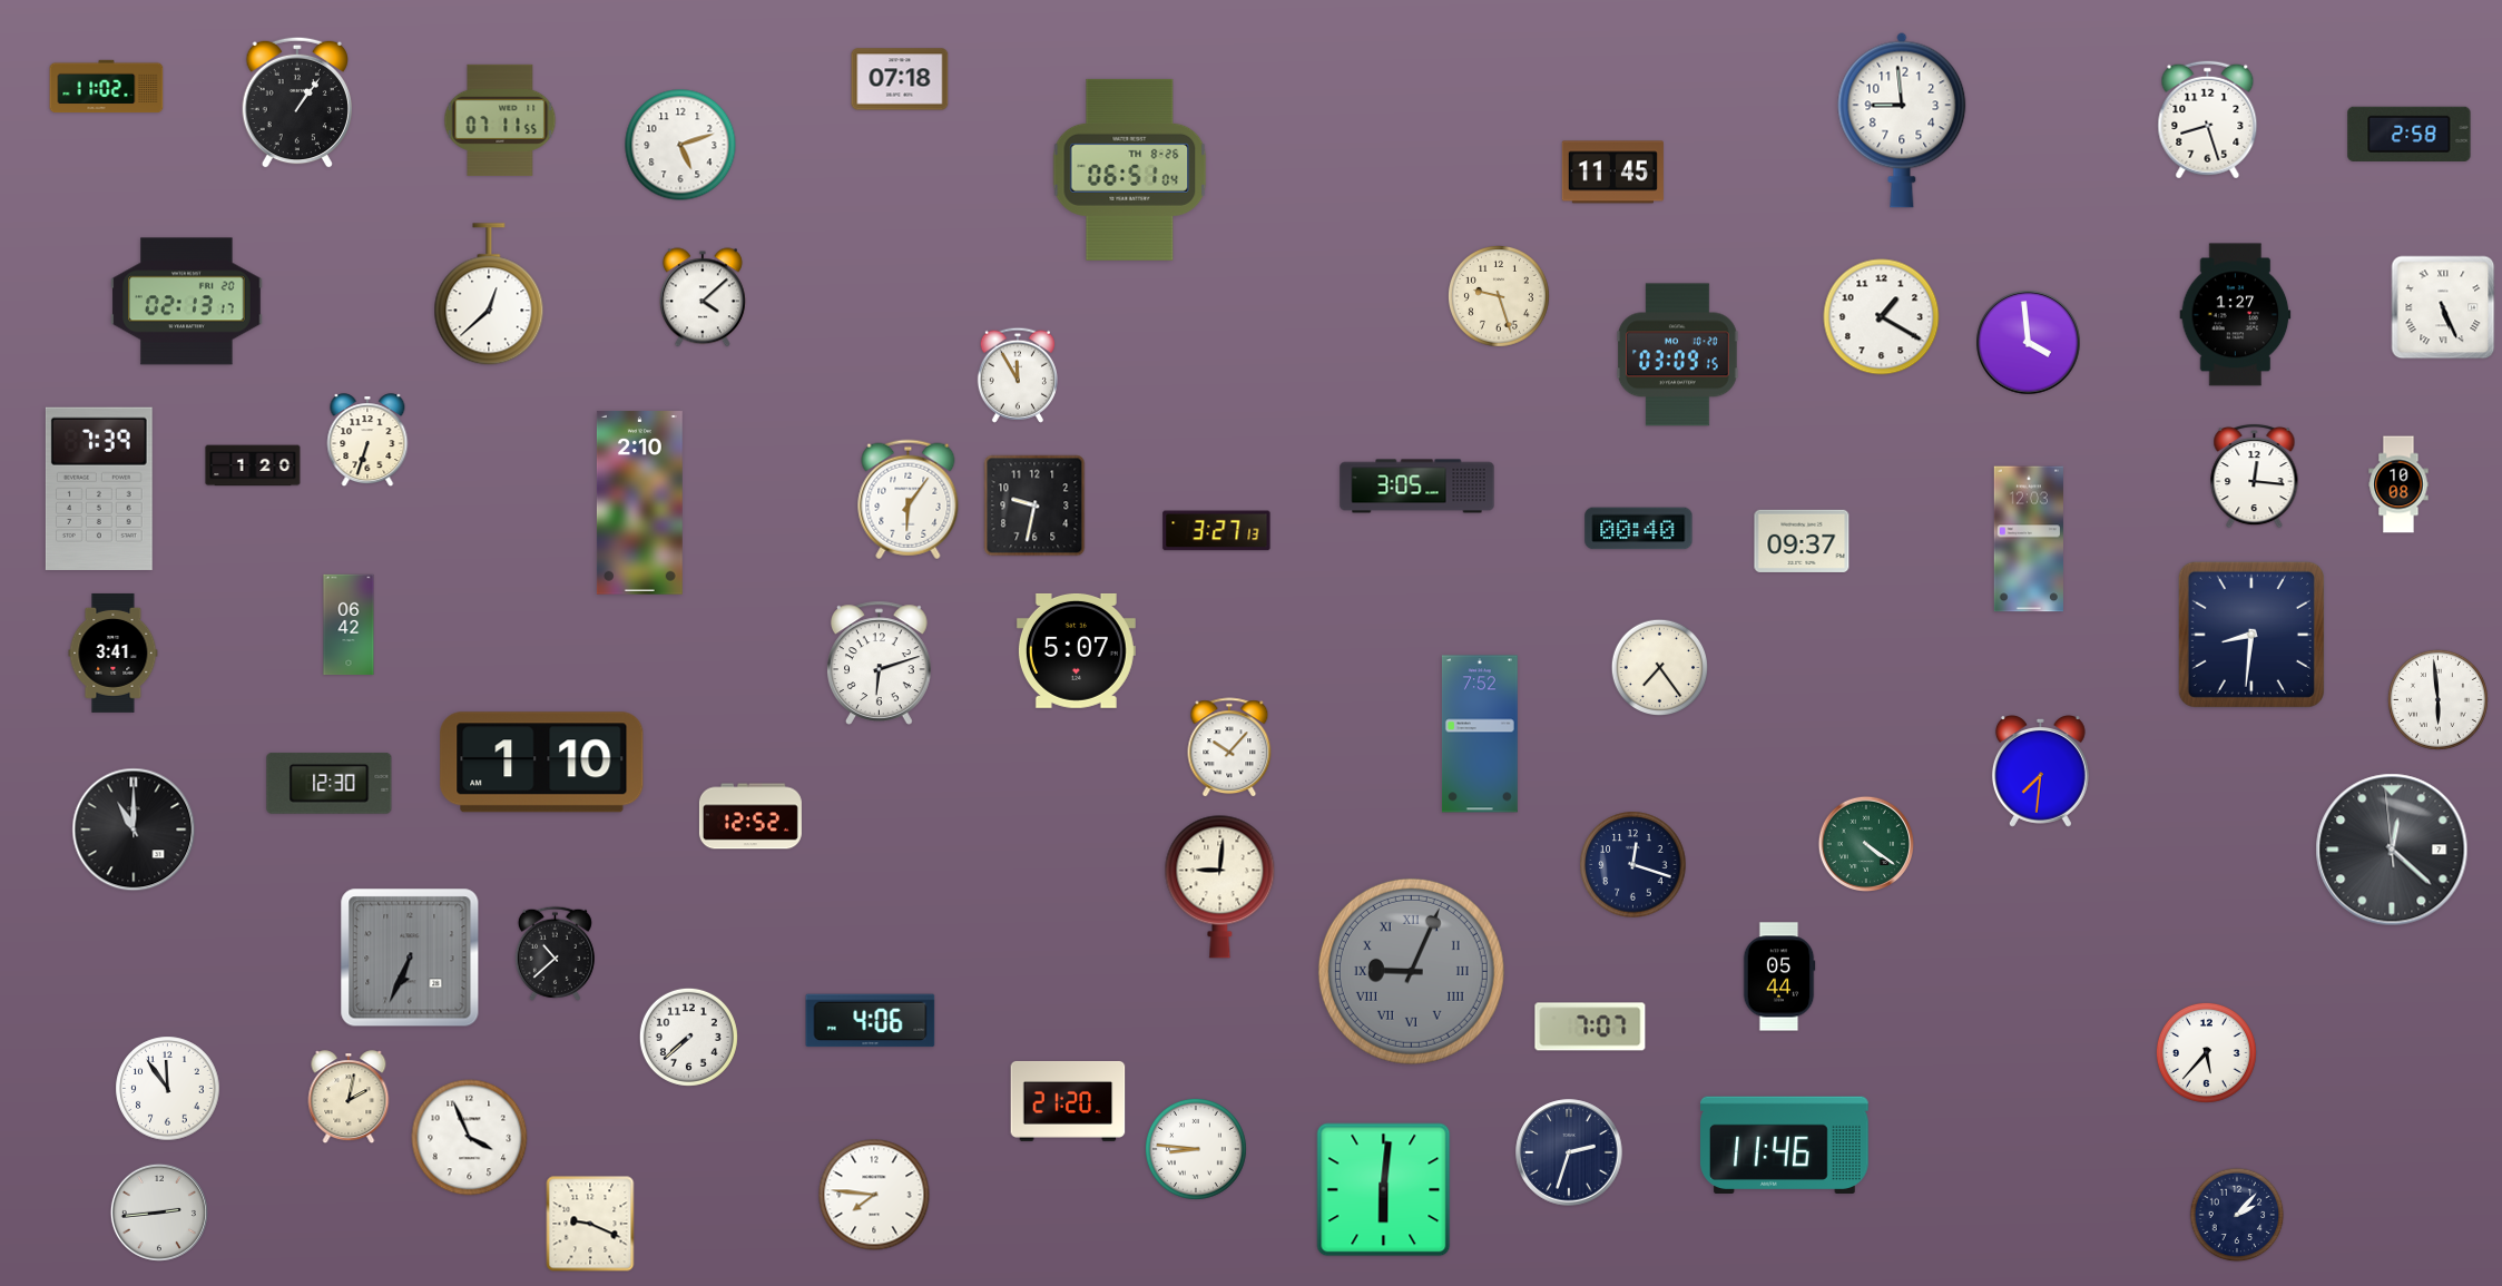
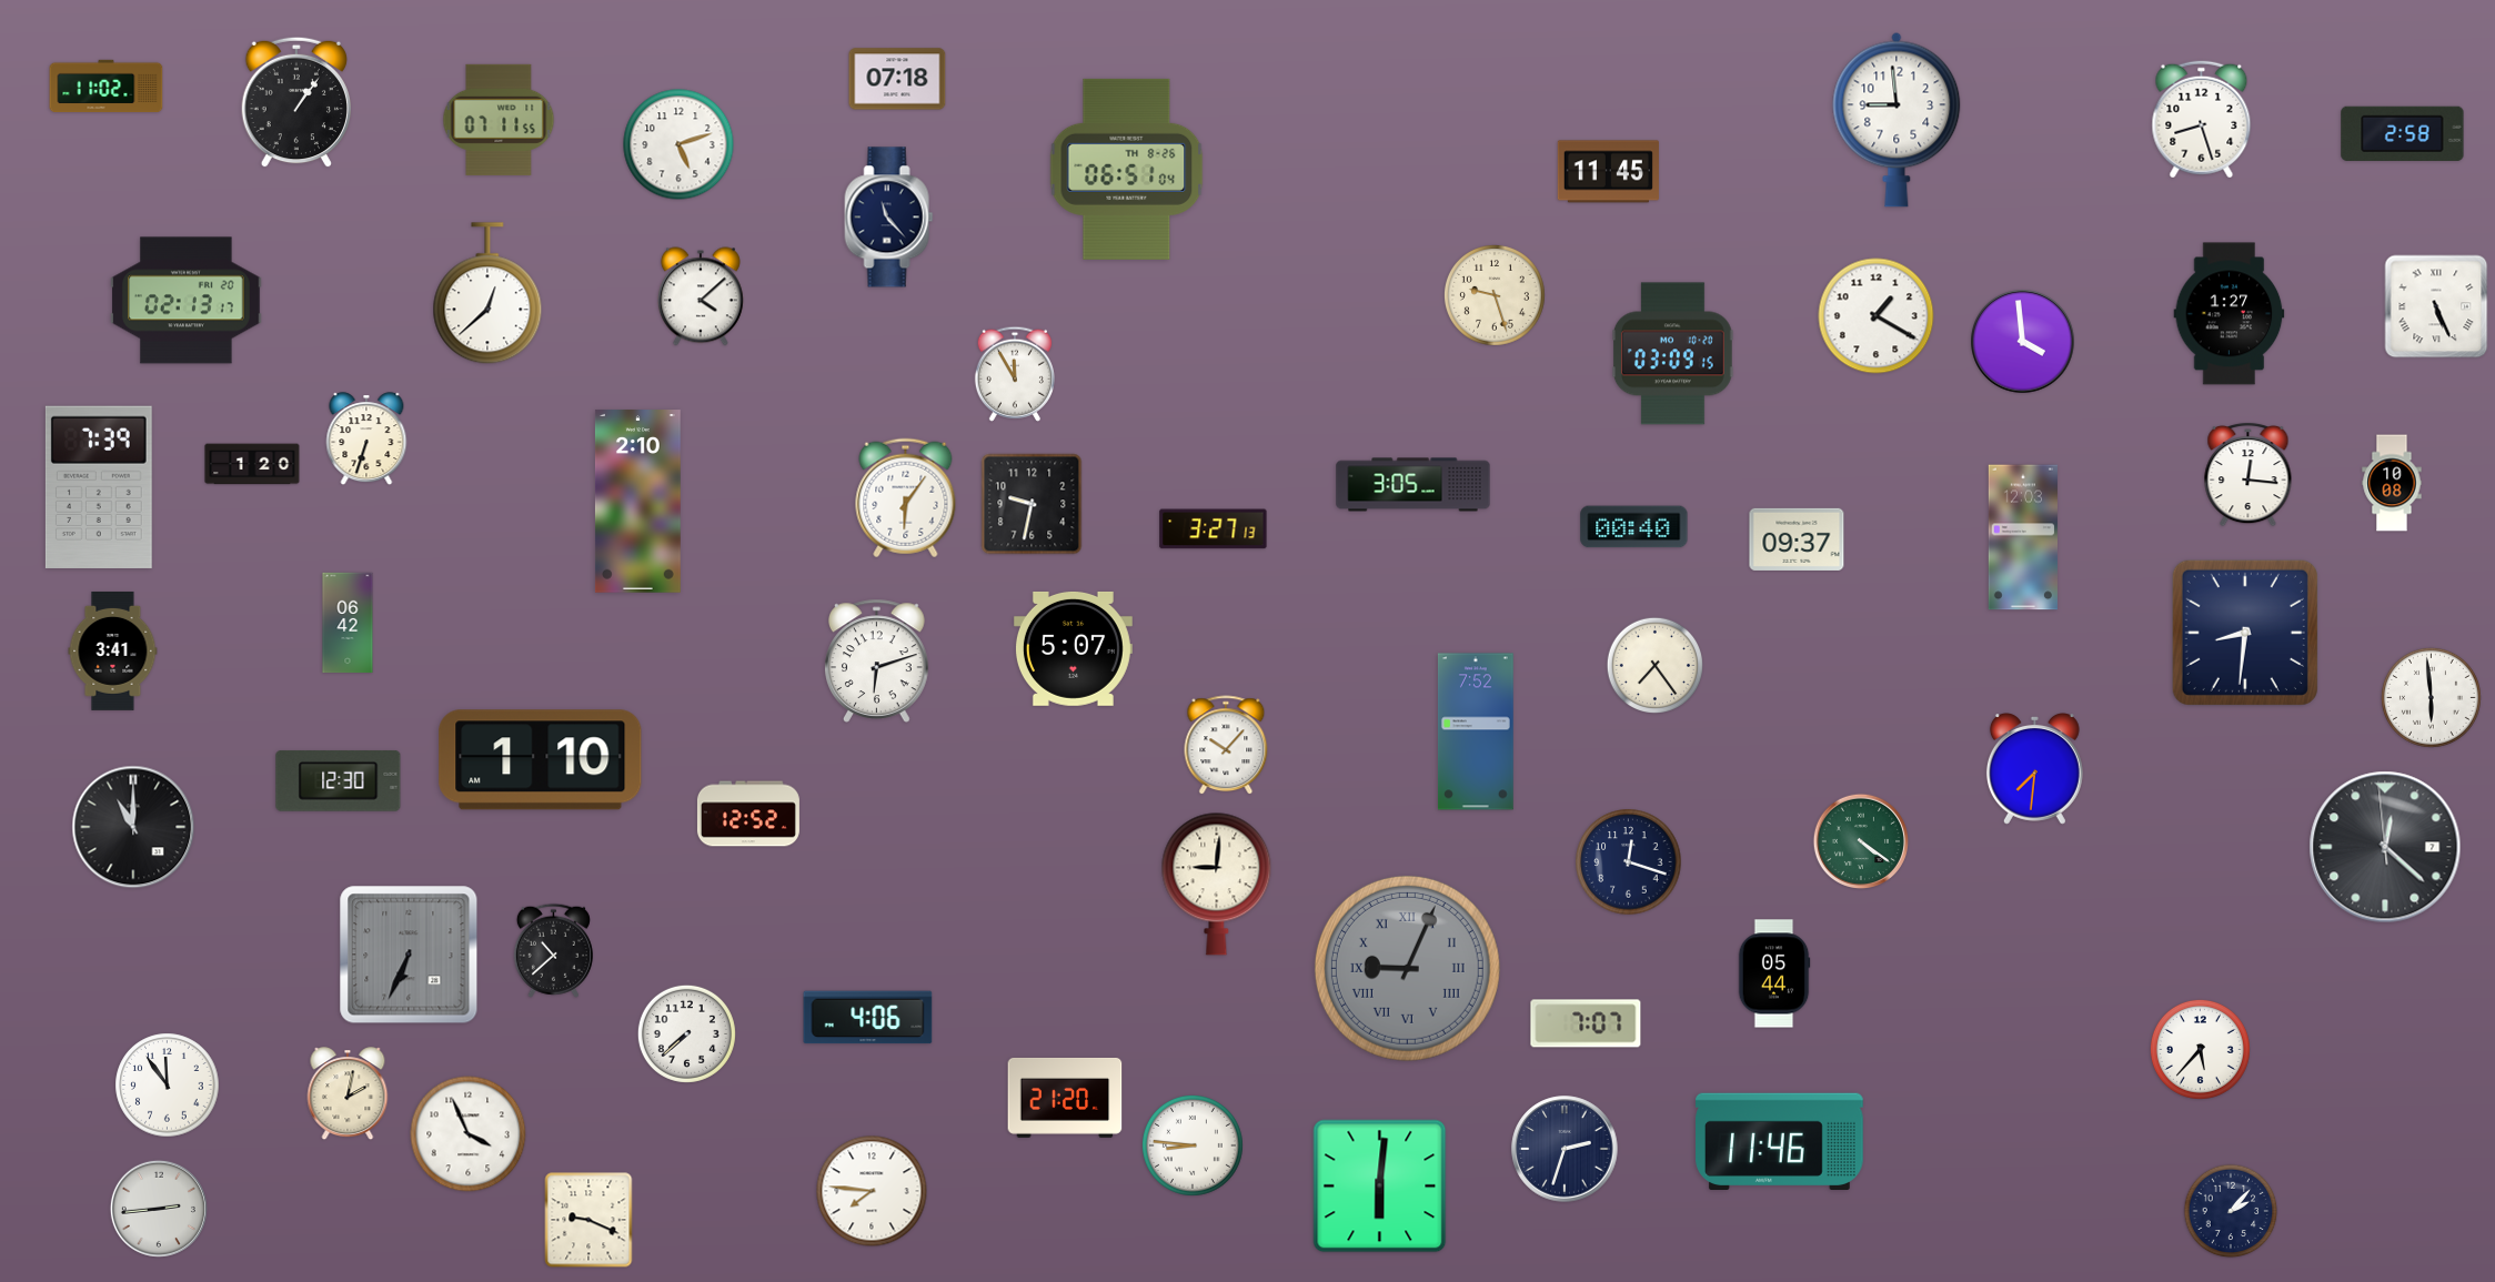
clock at (889, 218): none -> 11:23
clock at (330, 784) position: (330, 784) -> (339, 781)
